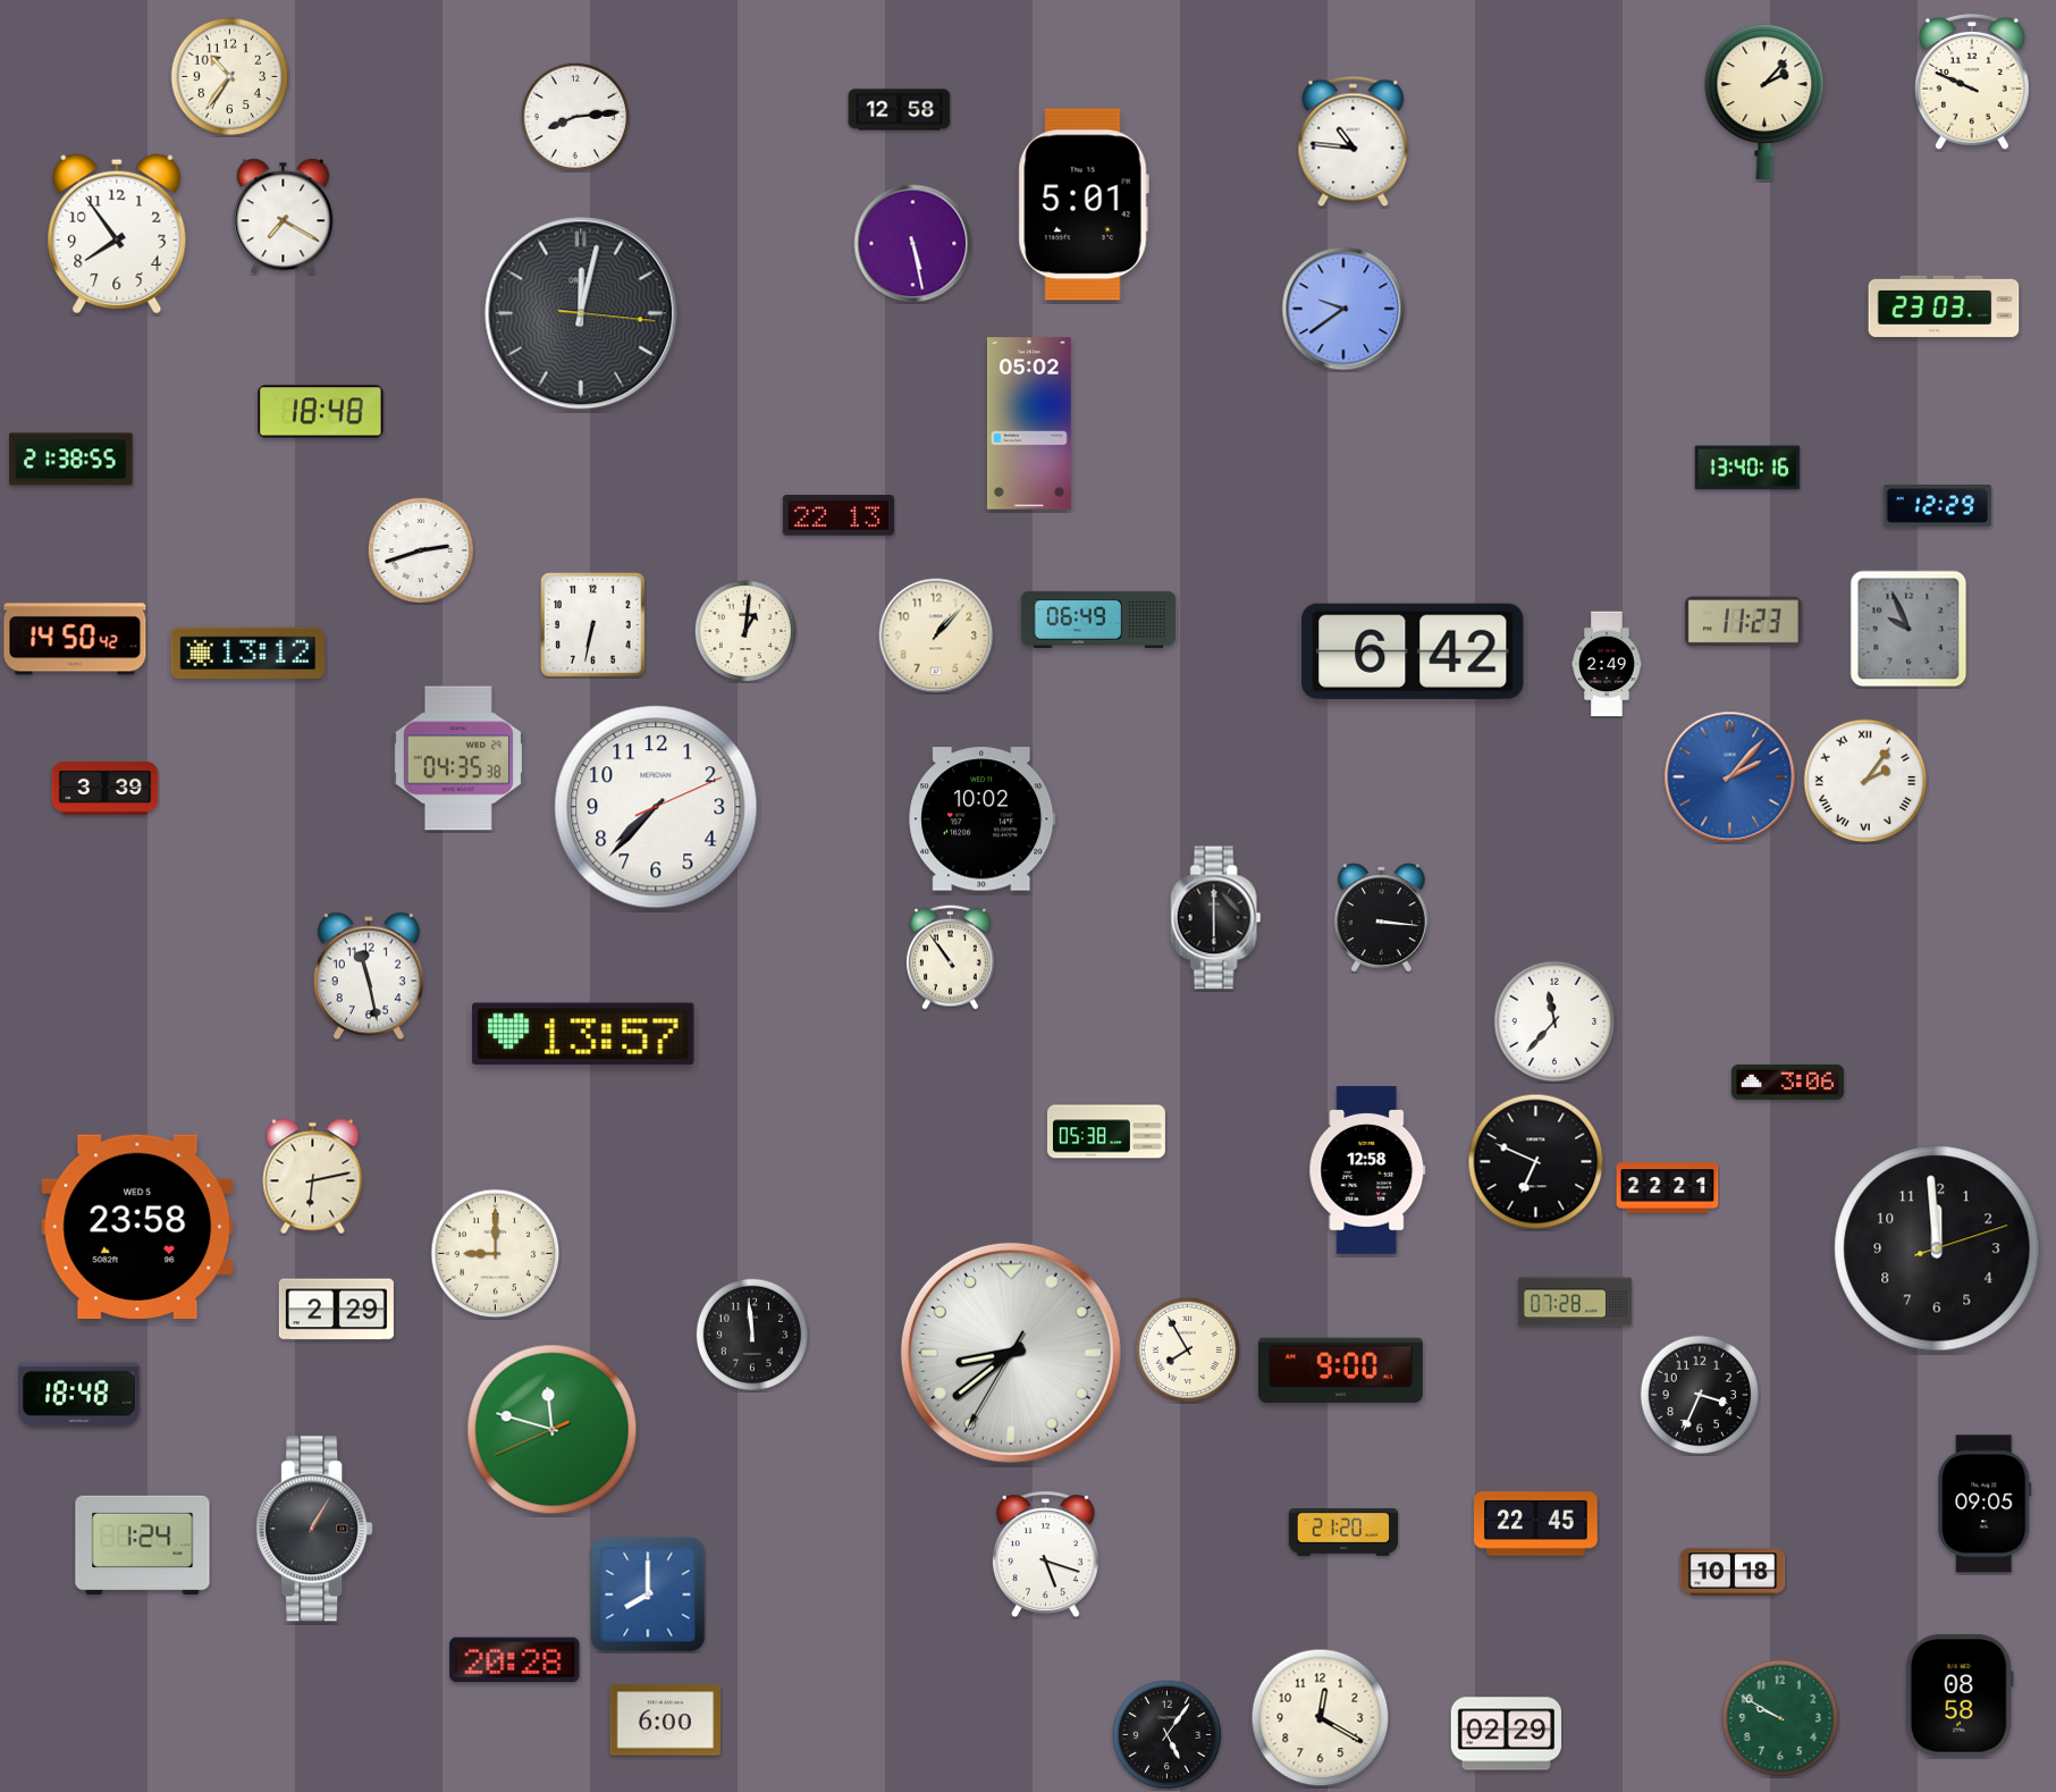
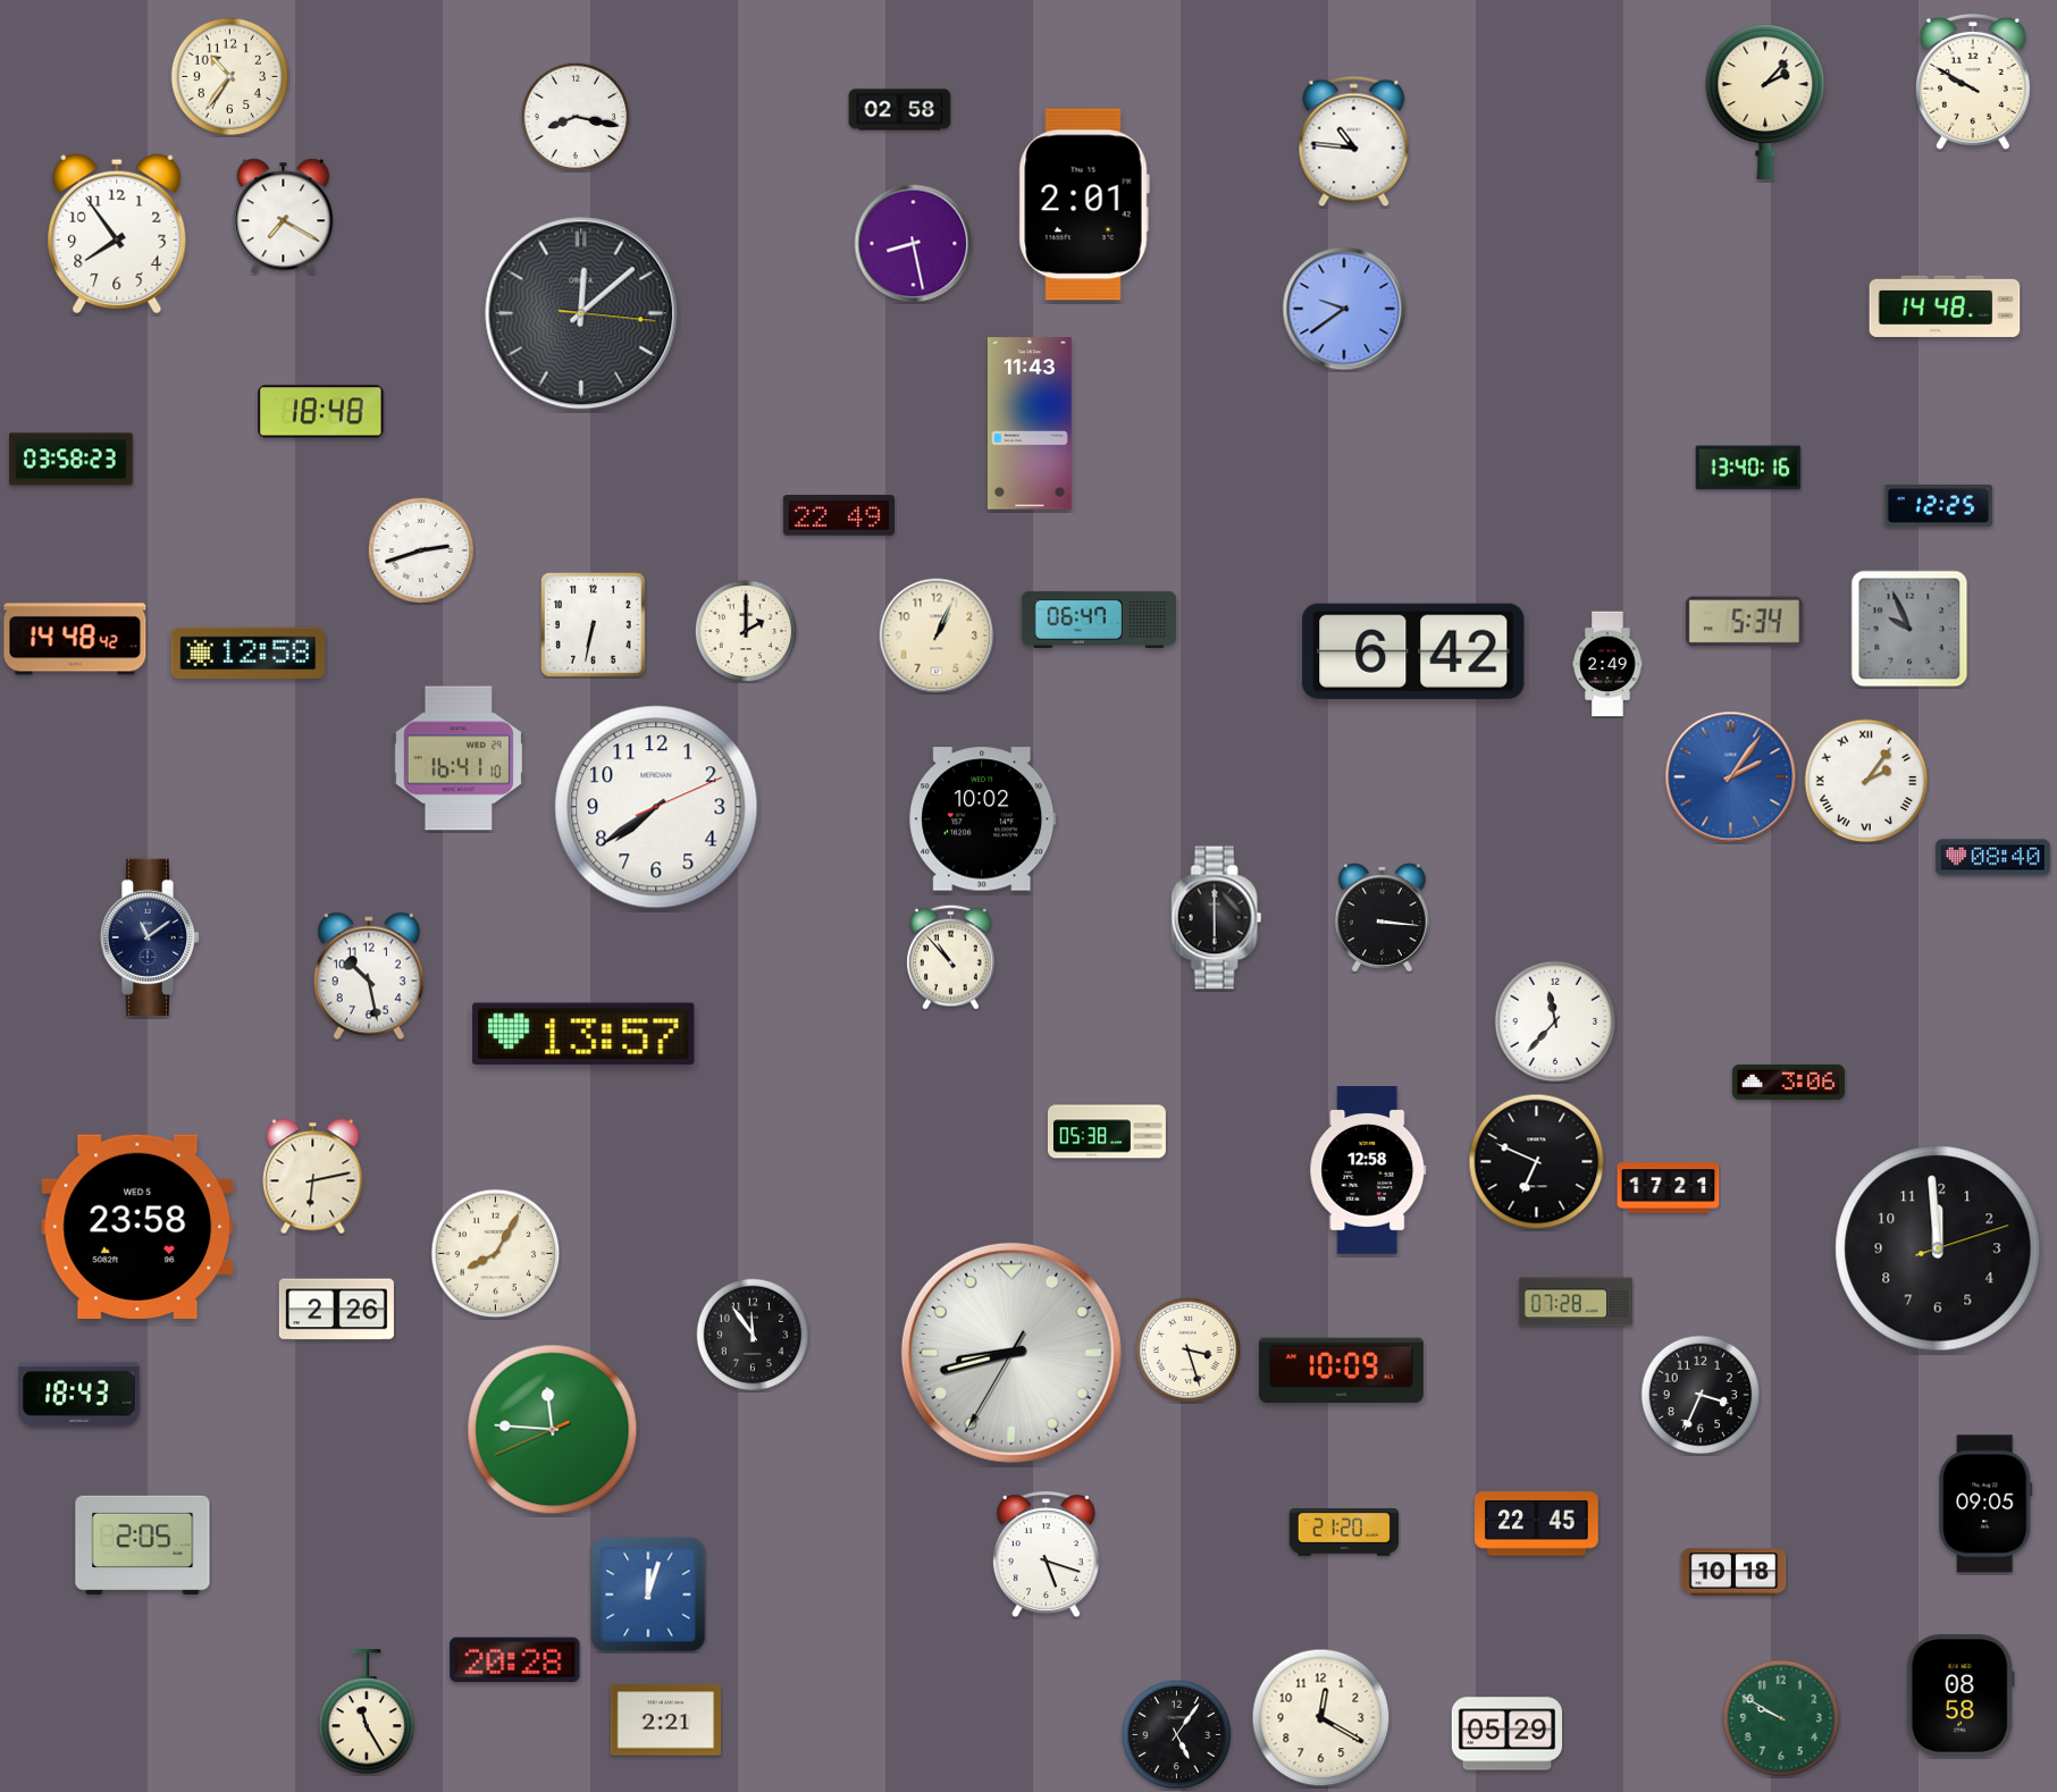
clock at (1972, 82): 9:49 -> 9:50
clock at (900, 110): 12:58 -> 02:58
clock at (575, 117): 8:14 -> 8:17
clock at (1084, 204): 5:01 -> 2:01
clock at (913, 244): 5:28 -> 8:28
clock at (1944, 306): 23:03 -> 14:48
clock at (581, 313): 12:02 -> 12:08
clock at (1029, 423): 05:02 -> 11:43
clock at (71, 460): 21:38 -> 03:58
clock at (1938, 506): 12:29 -> 12:25
clock at (839, 515): 22:13 -> 22:49
clock at (1098, 620): 06:49 -> 06:47
clock at (1743, 622): 11:23 -> 5:34
clock at (744, 630): 1:01 -> 2:00
clock at (936, 636): 1:07 -> 1:04
clock at (75, 639): 14:50 -> 14:48
clock at (248, 653): 13:12 -> 12:58
clock at (458, 758): 04:35 -> 16:41
clock at (1730, 777): 2:07 -> 2:06
clock at (106, 789): 3:39 -> none
clock at (656, 807): 7:37 -> 7:39
clock at (1992, 858): none -> 08:40
clock at (150, 937): none -> 11:09
clock at (951, 957): 10:54 -> 10:53
clock at (369, 976): 11:28 -> 10:28
clock at (1668, 1188): 22:21 -> 17:21
clock at (496, 1254): 9:00 -> 8:05
clock at (336, 1310): 2:29 -> 2:26
clock at (752, 1335): 11:59 -> 11:54
clock at (1187, 1349): 7:55 -> 3:27
clock at (1011, 1353): 8:38 -> 8:42
clock at (1340, 1371): 9:00 -> 10:09
clock at (79, 1394): 18:48 -> 18:43
clock at (553, 1430): 11:47 -> 11:45
clock at (314, 1529): 1:05 -> none
clock at (143, 1545): 1:24 -> 2:05
clock at (648, 1595): 8:00 -> 12:03
clock at (367, 1713): none -> 11:25
clock at (665, 1721): 6:00 -> 2:21
clock at (1166, 1734) position: (1166, 1734) -> (1176, 1734)
clock at (1507, 1734): 02:29 -> 05:29
